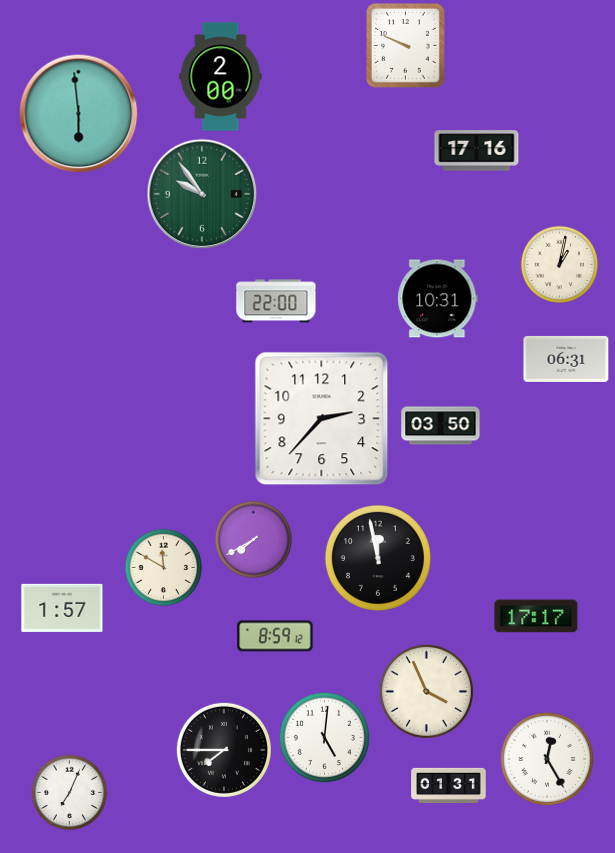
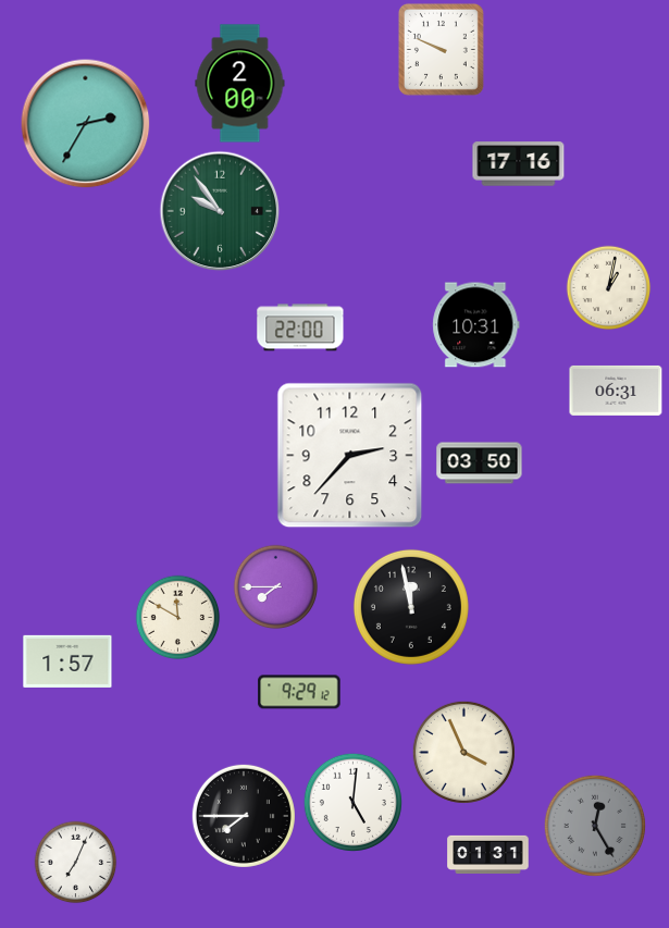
clock at (79, 114): 5:59 -> 2:35
clock at (254, 540): 7:40 -> 7:45
clock at (536, 616): 17:17 -> none
clock at (275, 636): 8:59 -> 9:29
clock at (547, 759) dial: white -> grey
